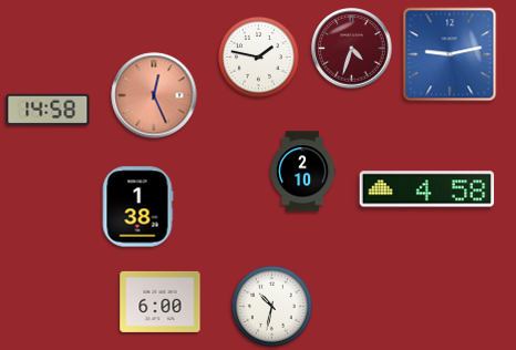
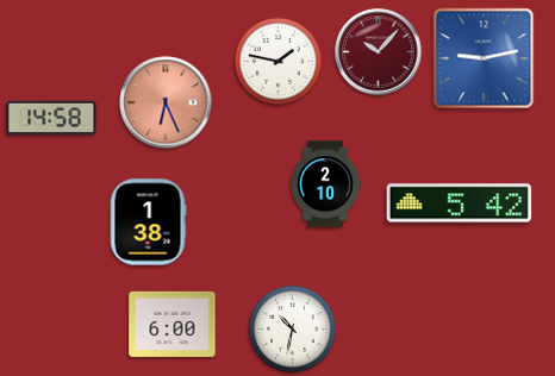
clock at (352, 49): 4:33 -> 10:07
clock at (154, 95): 12:26 -> 6:26
clock at (427, 189): 4:58 -> 5:42
